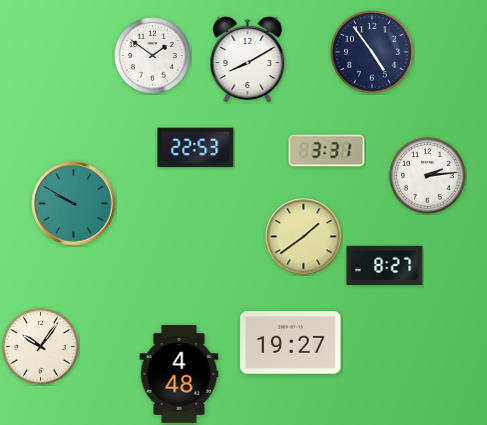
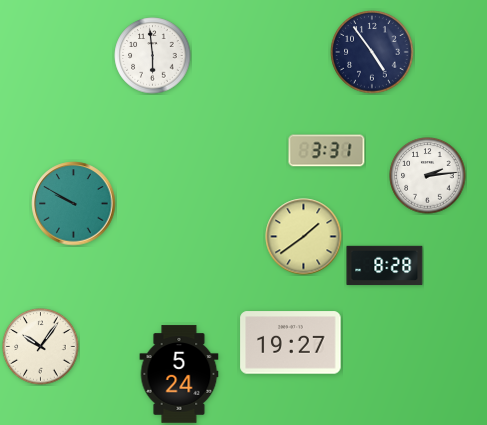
clock at (153, 56): 1:51 -> 5:59
clock at (248, 60): 8:10 -> none
clock at (196, 148): 22:53 -> none
clock at (385, 266): 8:27 -> 8:28
clock at (179, 374): 4:48 -> 5:24
